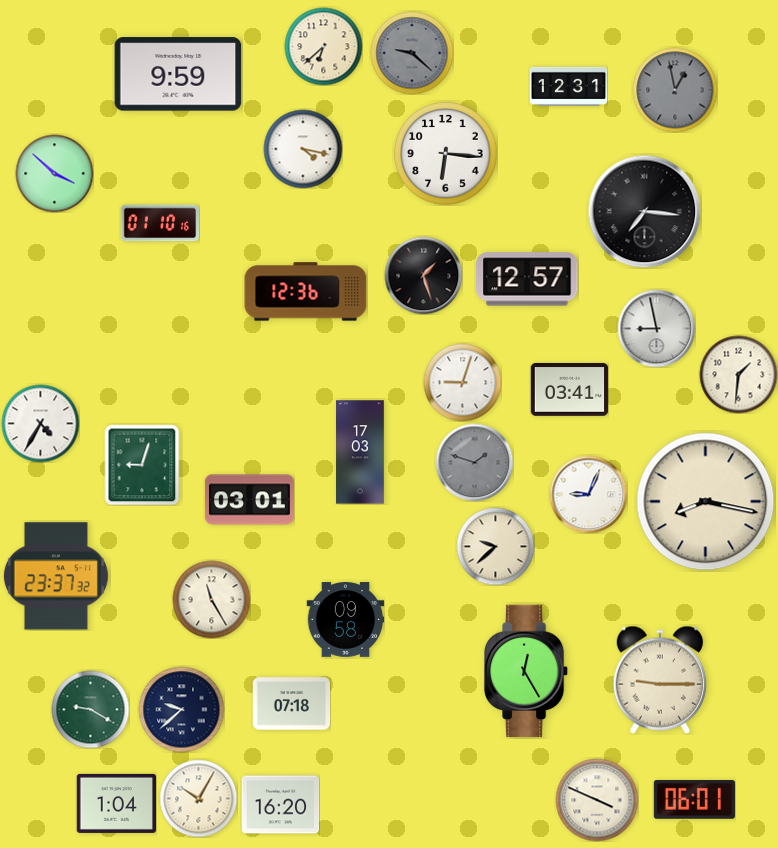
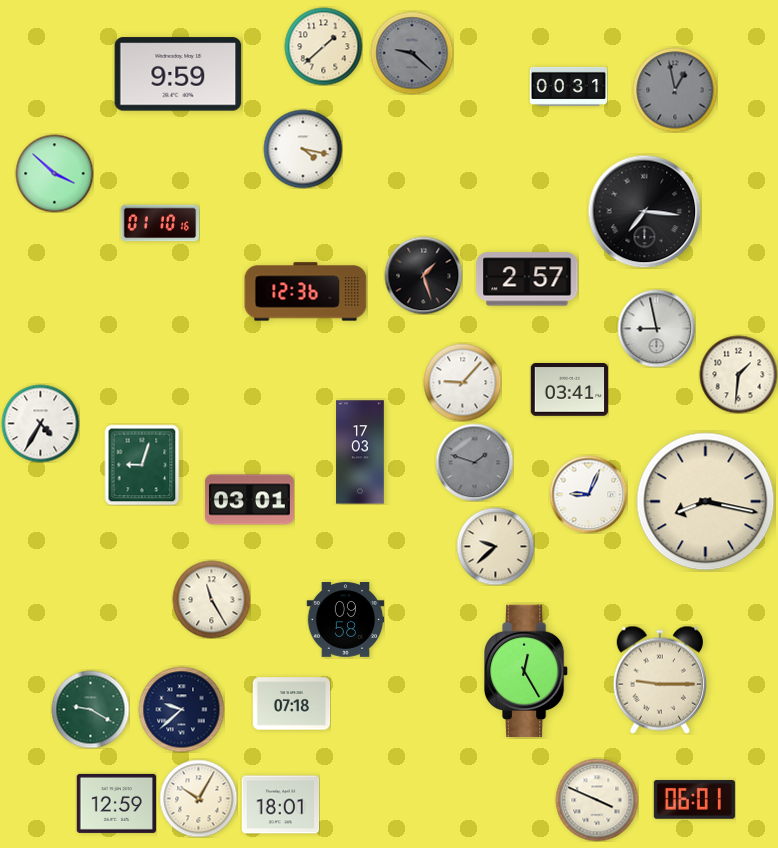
clock at (323, 46): 6:38 -> 1:38
clock at (568, 86): 12:31 -> 00:31
clock at (446, 154): 6:16 -> none
clock at (527, 279): 12:57 -> 2:57
clock at (462, 382): 9:03 -> 9:07
clock at (56, 576): 23:37 -> none
clock at (116, 803): 1:04 -> 12:59
clock at (280, 805): 16:20 -> 18:01
